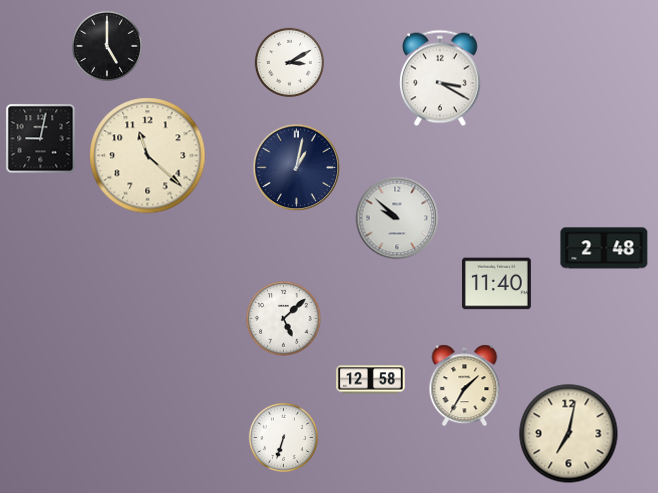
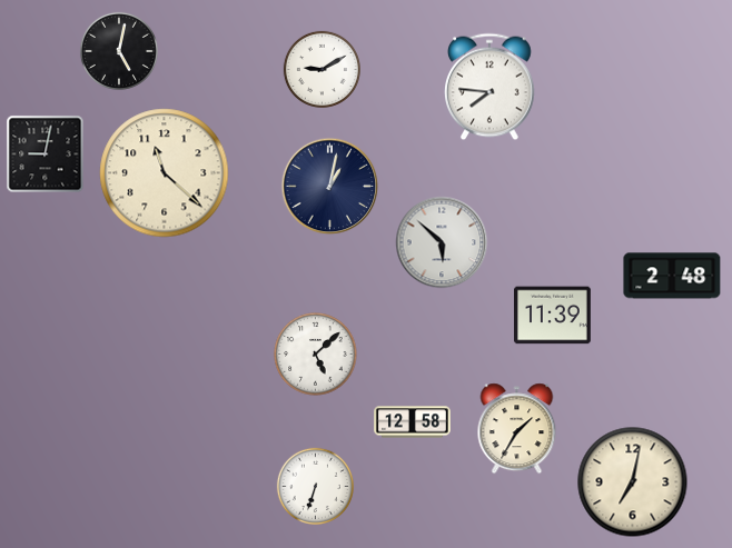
clock at (107, 46): 5:00 -> 5:02
clock at (289, 62): 3:10 -> 9:10
clock at (441, 78): 3:20 -> 7:46
clock at (397, 218): 9:52 -> 5:52
clock at (497, 284): 11:40 -> 11:39
